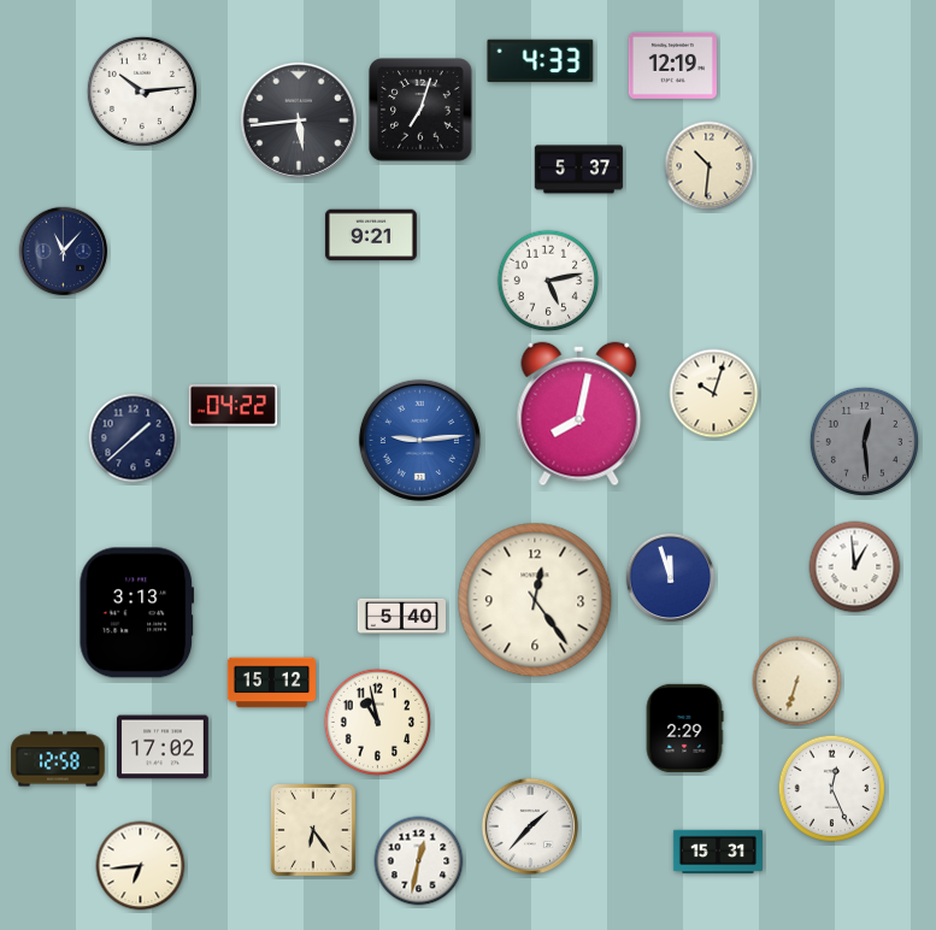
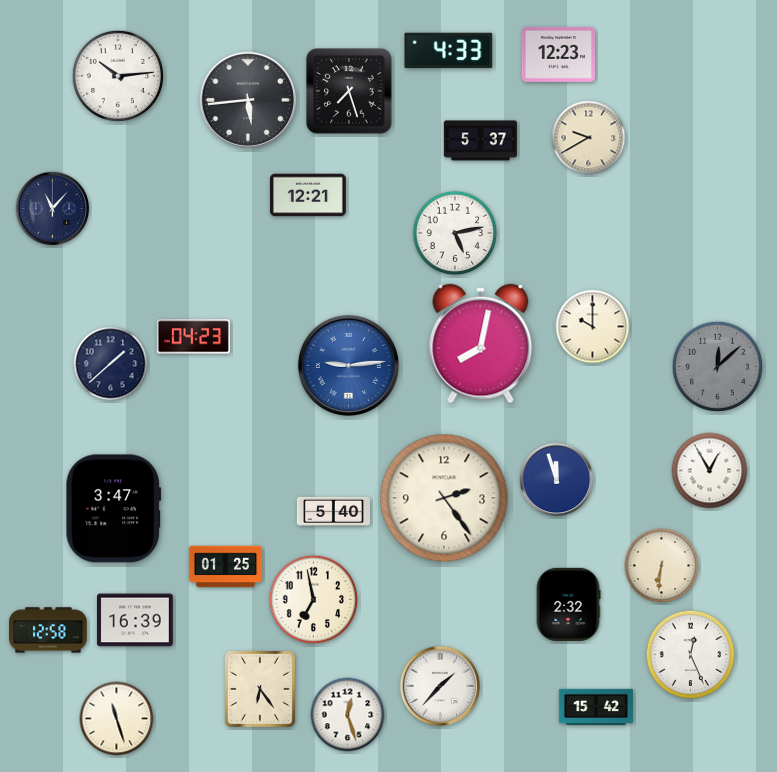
clock at (672, 65): 12:19 -> 12:23
clock at (420, 110): 7:03 -> 7:27
clock at (710, 166): 10:31 -> 9:40
clock at (371, 235): 9:21 -> 12:21
clock at (714, 394): 10:03 -> 10:00
clock at (232, 406): 04:22 -> 04:23
clock at (864, 441): 12:29 -> 12:08
clock at (855, 567): 12:59 -> 12:55
clock at (535, 600): 12:24 -> 2:24
clock at (137, 613): 3:13 -> 3:47
clock at (797, 682): 6:33 -> 6:31
clock at (271, 683): 15:12 -> 01:25
clock at (377, 722): 10:58 -> 6:58
clock at (684, 728): 2:29 -> 2:32
clock at (163, 747): 17:02 -> 16:39
clock at (718, 852): 15:31 -> 15:42
clock at (419, 861): 12:32 -> 12:27
clock at (141, 866): 6:44 -> 11:27
